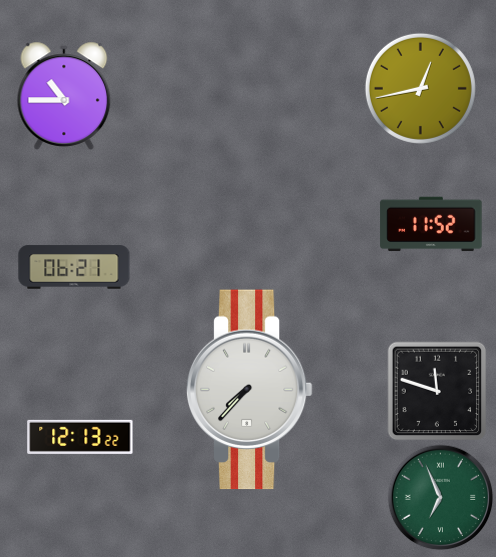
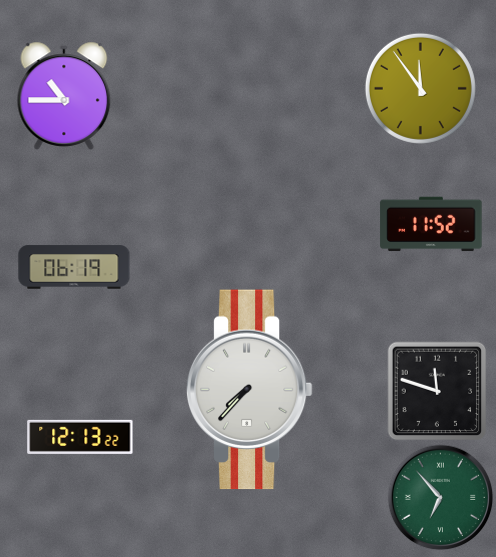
clock at (420, 88): 12:43 -> 11:54
clock at (74, 267): 06:21 -> 06:19
clock at (441, 498): 6:56 -> 6:53
